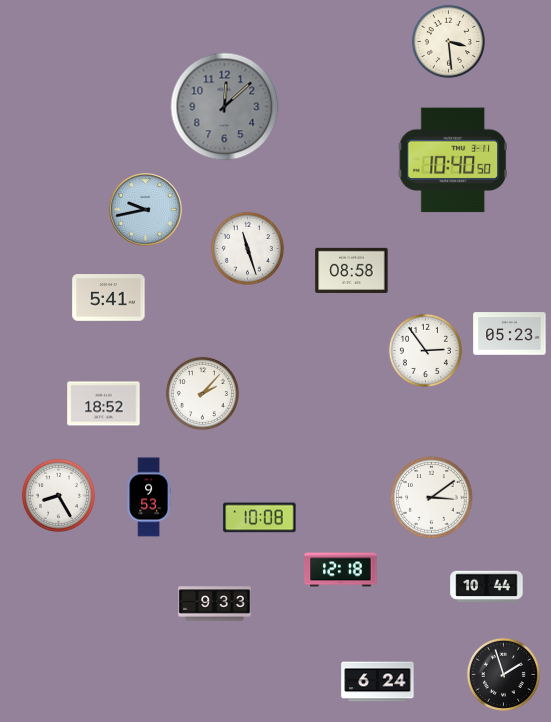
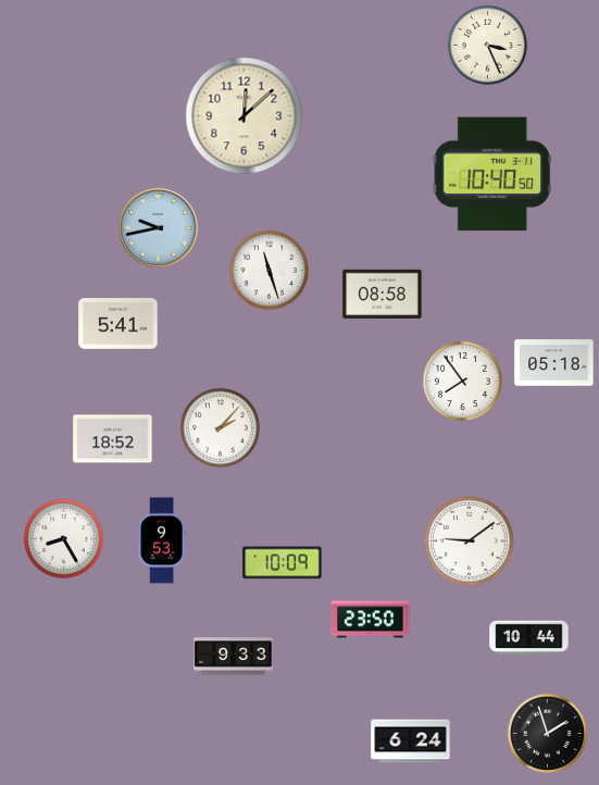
clock at (448, 41): 3:29 -> 3:26
clock at (225, 107) dial: grey -> cream
clock at (510, 334): 05:23 -> 05:18
clock at (425, 350): 2:54 -> 7:54
clock at (432, 498): 3:09 -> 9:09
clock at (260, 518): 10:08 -> 10:09
clock at (341, 570): 12:18 -> 23:50
